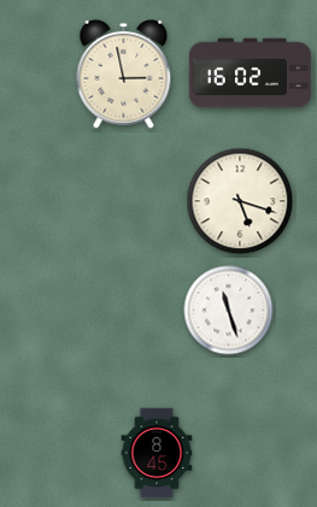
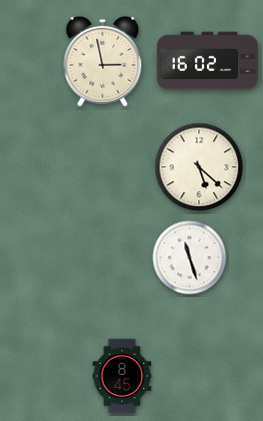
clock at (240, 201): 5:18 -> 5:22
clock at (157, 453) position: (157, 453) -> (122, 376)
